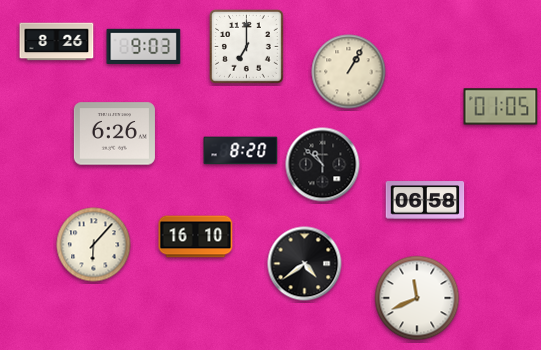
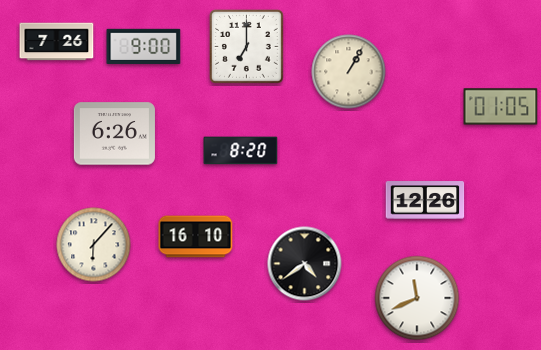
clock at (57, 42): 8:26 -> 7:26
clock at (144, 46): 9:03 -> 9:00
clock at (323, 165): 10:52 -> none
clock at (425, 200): 06:58 -> 12:26
